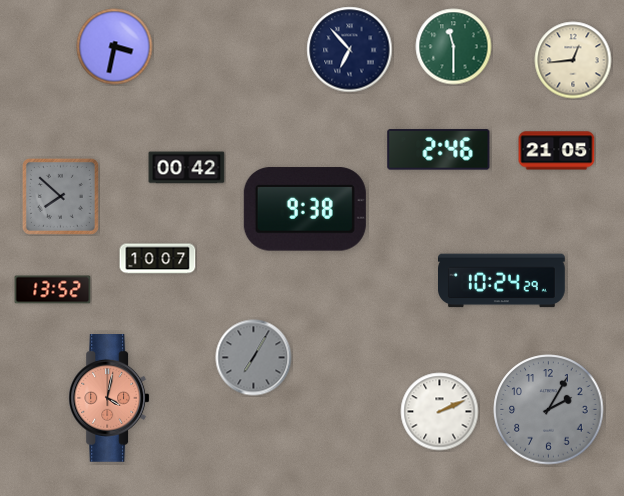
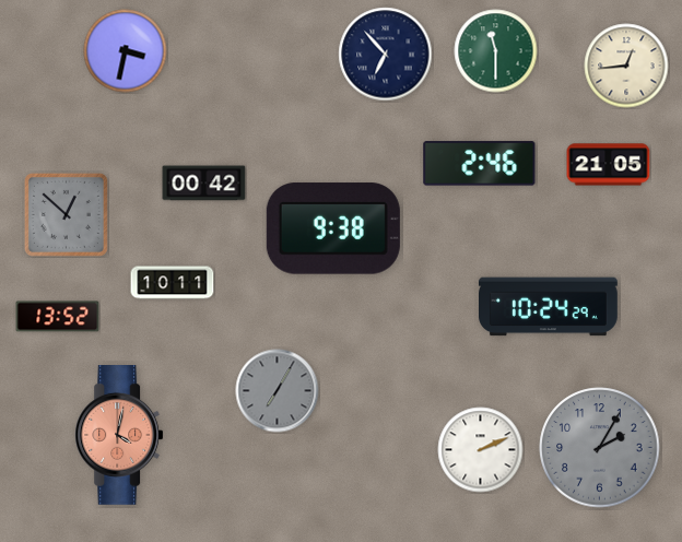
clock at (350, 50) position: (350, 50) -> (386, 55)
clock at (60, 196): 7:52 -> 12:52
clock at (158, 259): 10:07 -> 10:11
